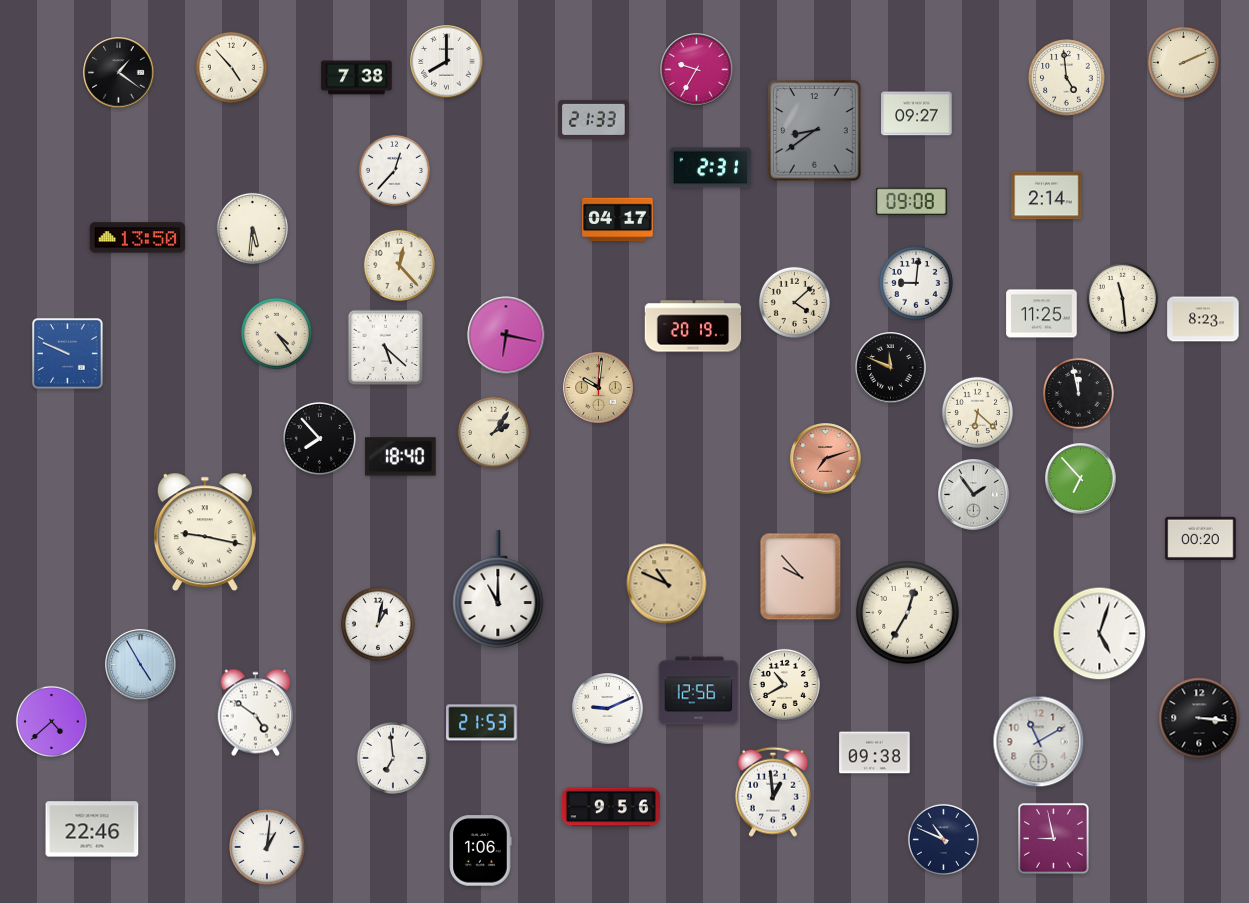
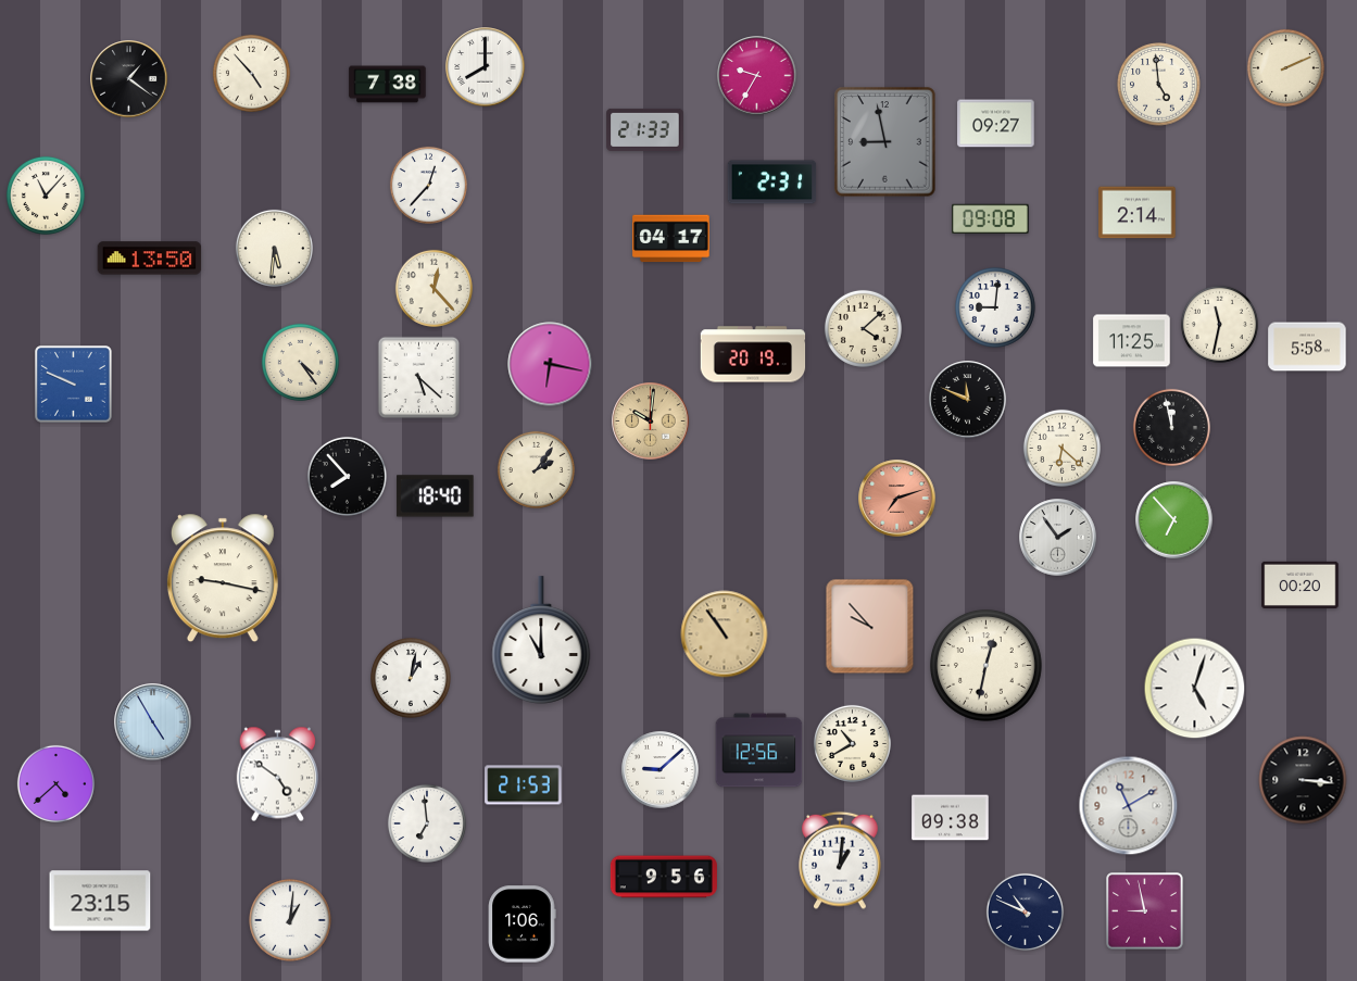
clock at (815, 131): 8:39 -> 8:58
clock at (46, 196): none -> 11:07
clock at (1122, 298): 11:29 -> 11:32
clock at (1203, 319): 8:23 -> 5:58
clock at (1201, 538) position: (1201, 538) -> (1301, 584)
clock at (667, 584): 10:49 -> 10:54
clock at (907, 612): 12:35 -> 12:32
clock at (608, 709): 9:11 -> 9:08
clock at (773, 792): 12:59 -> 1:01
clock at (92, 829): 22:46 -> 23:15
